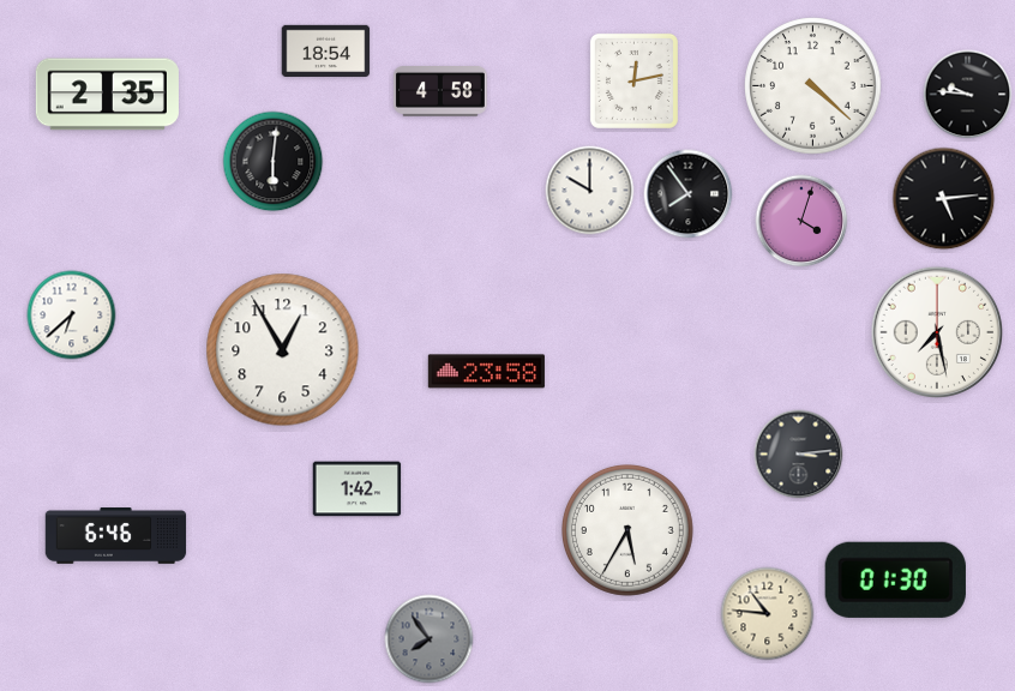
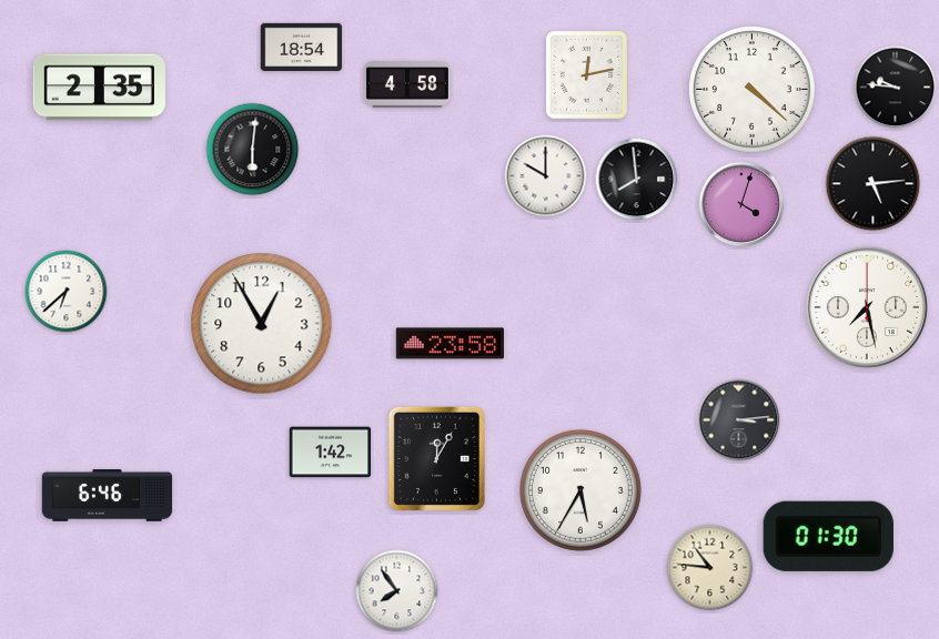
clock at (813, 86) position: (813, 86) -> (753, 90)
clock at (689, 194): 7:54 -> 7:59
clock at (436, 458): none -> 12:05
clock at (430, 639) dial: grey -> white
